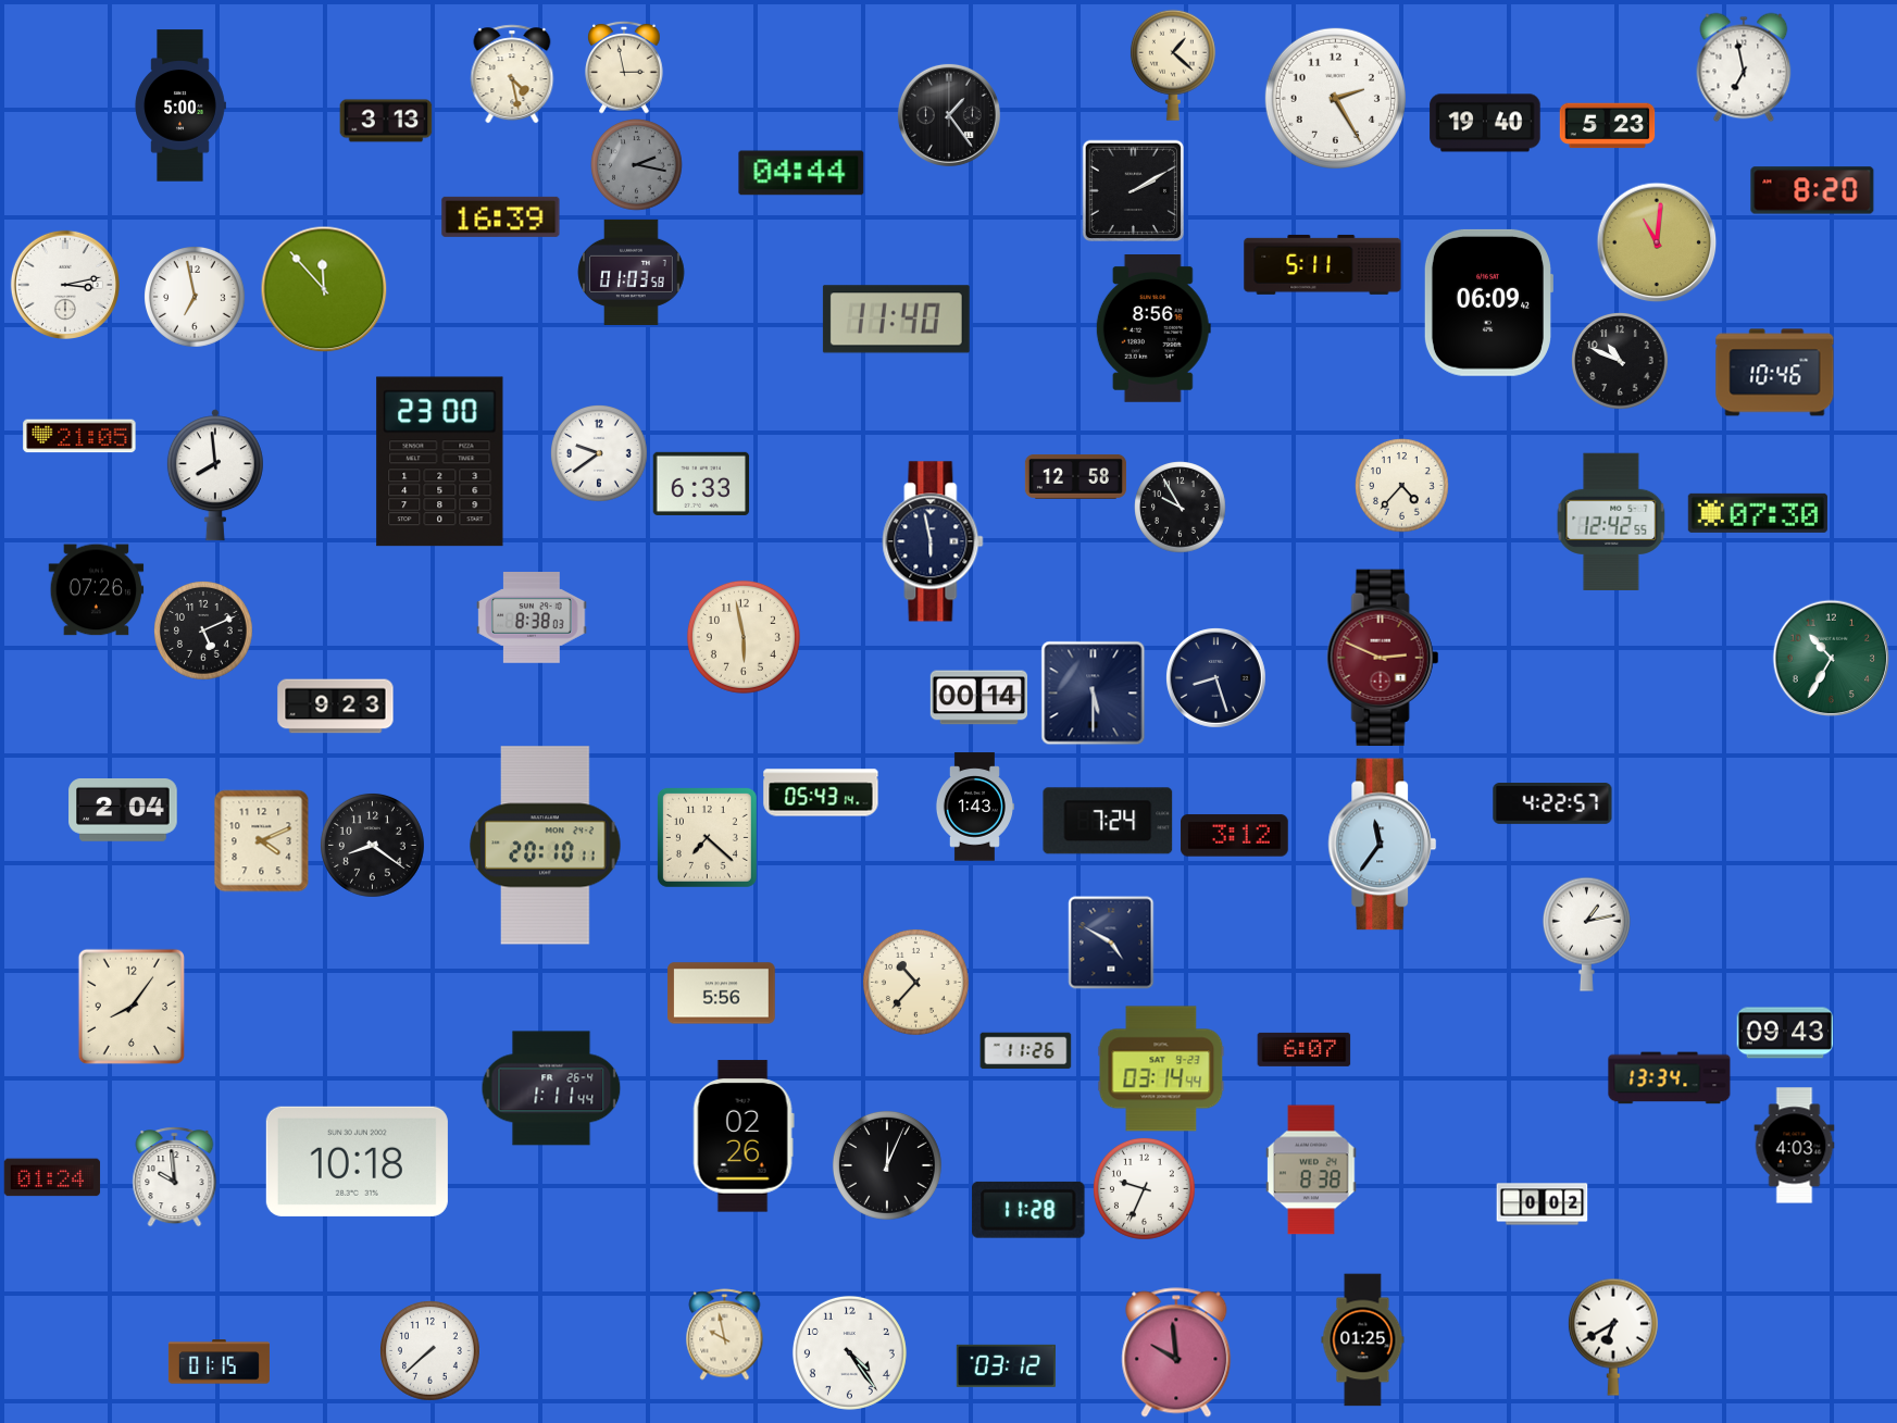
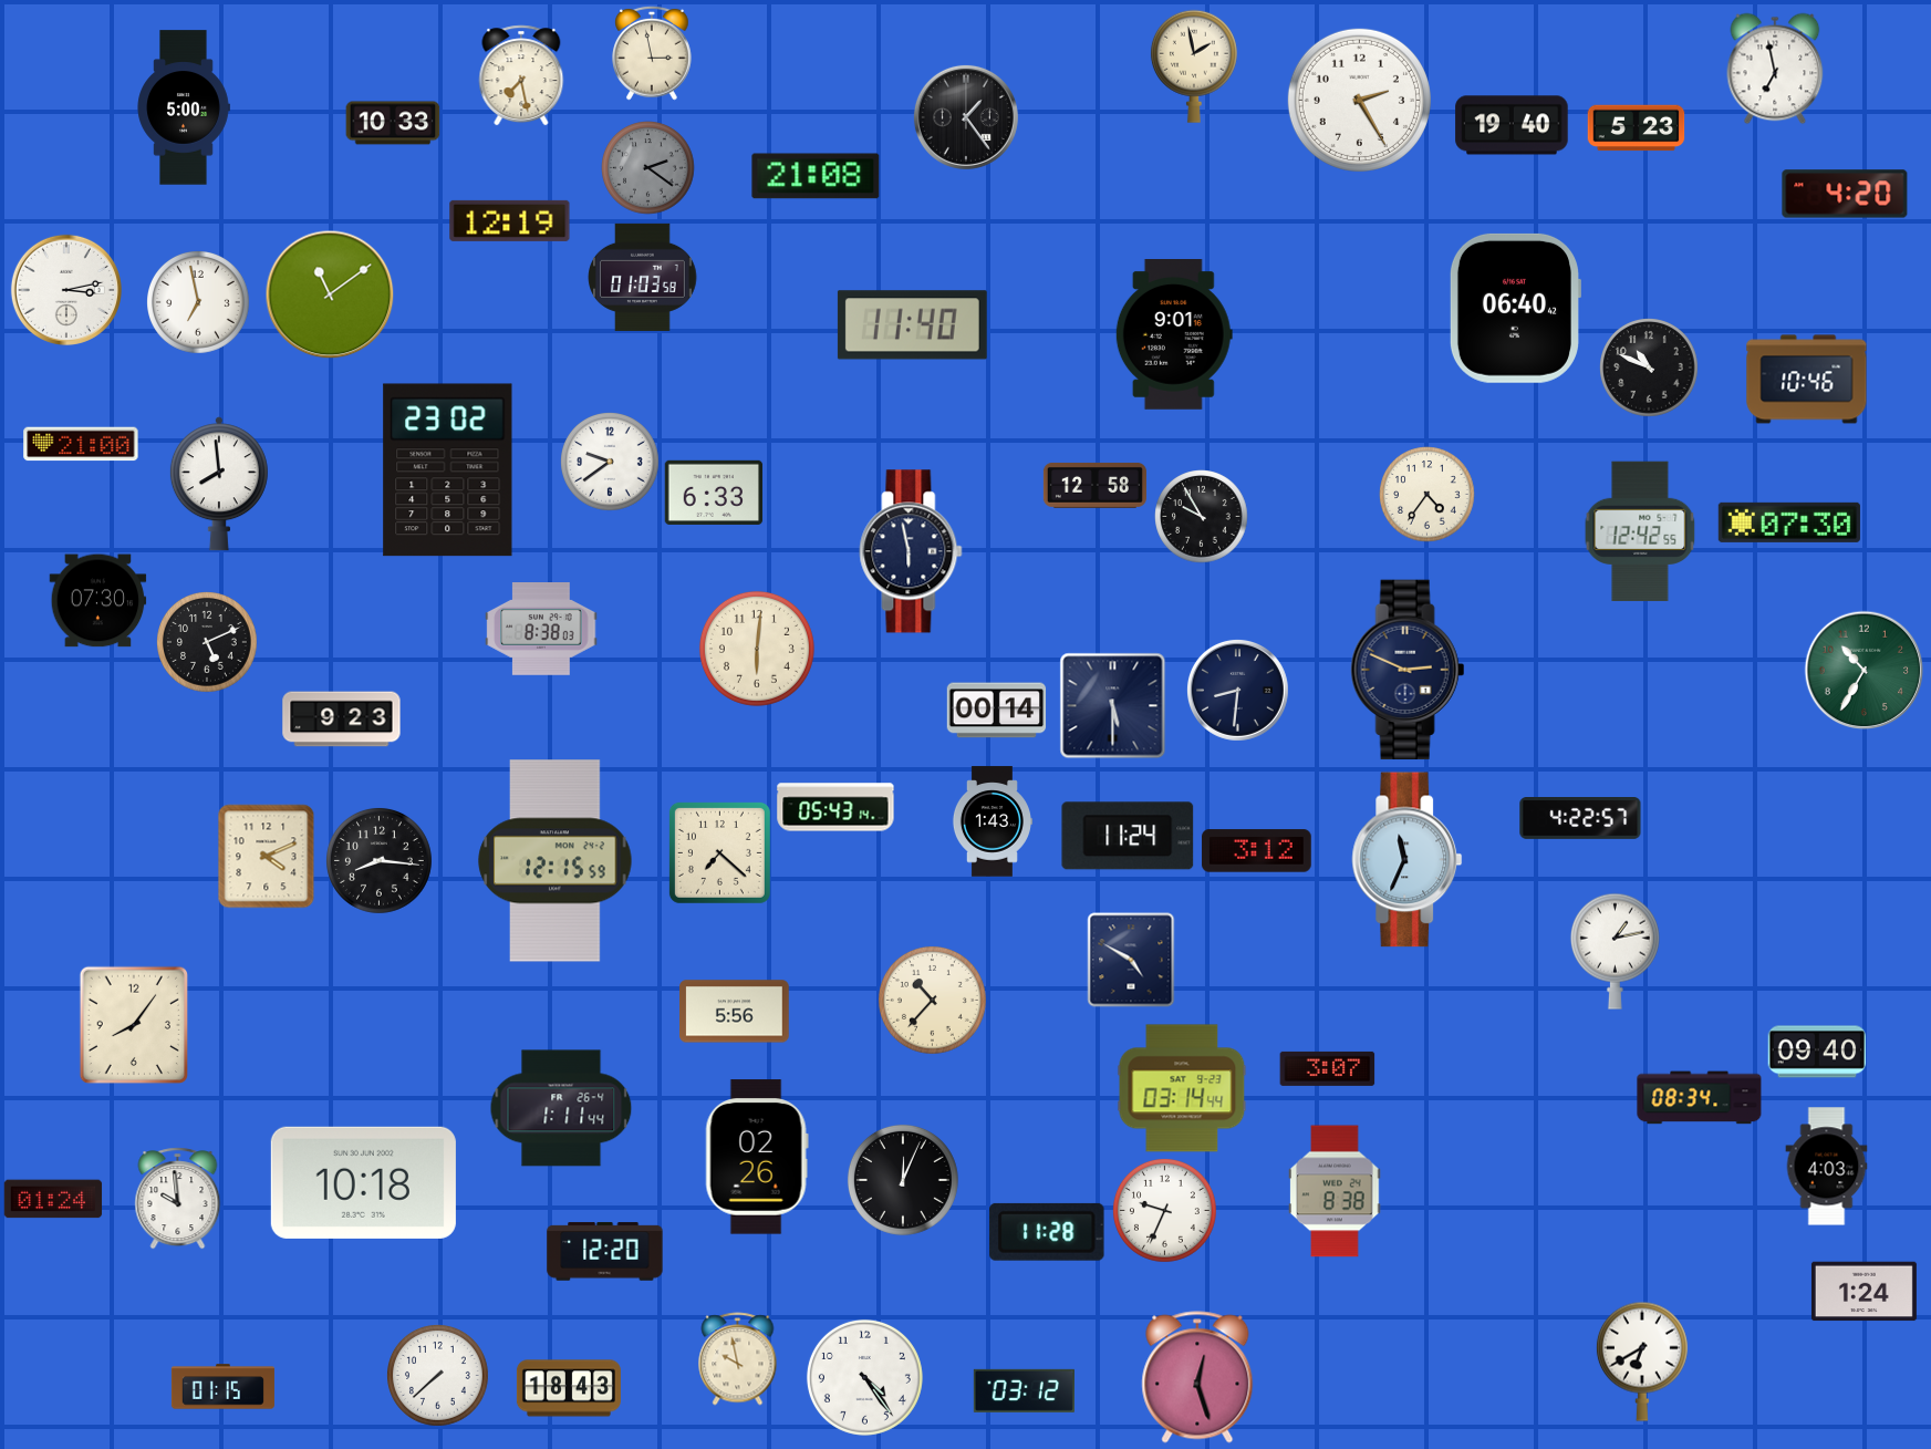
clock at (1173, 65): 1:22 -> 1:58
clock at (624, 67) position: (624, 67) -> (652, 53)
clock at (512, 74): 4:28 -> 7:28
clock at (386, 121): 3:13 -> 10:33
clock at (637, 165): 2:17 -> 2:21
clock at (801, 173): 04:44 -> 21:08
clock at (1134, 190): 2:10 -> none
clock at (1812, 190): 8:20 -> 4:20
clock at (501, 216): 16:39 -> 12:19
clock at (1657, 242): 11:01 -> none
clock at (1323, 264): 5:11 -> none
clock at (324, 289): 11:53 -> 11:09
clock at (1488, 302): 06:09 -> 06:40
clock at (1153, 329): 8:56 -> 9:01
clock at (79, 436): 21:05 -> 21:00
clock at (440, 462): 23:00 -> 23:02
clock at (1402, 486): 4:37 -> 4:36
clock at (933, 541) position: (933, 541) -> (911, 551)
clock at (97, 590): 07:26 -> 07:30
clock at (744, 637): 5:58 -> 6:01
clock at (1383, 658) dial: burgundy -> navy
clock at (1215, 677): 8:27 -> 8:31
clock at (123, 811): 2:04 -> none
clock at (1108, 821): 7:24 -> 11:24
clock at (372, 845): 8:21 -> 8:16
clock at (1383, 845): 11:36 -> 11:34
clock at (546, 846): 20:10 -> 12:15
clock at (1785, 1033): 09:43 -> 09:40
clock at (1305, 1049): 6:07 -> 3:07
clock at (1026, 1051): 11:26 -> none
clock at (1670, 1078): 13:34 -> 08:34
clock at (887, 1165) position: (887, 1165) -> (903, 1180)
clock at (1543, 1204): 0:02 -> none
clock at (605, 1252): none -> 12:20
clock at (1863, 1292): none -> 1:24
clock at (1363, 1340): 01:25 -> none
clock at (1176, 1352): 9:59 -> 12:27
clock at (569, 1388): none -> 18:43
